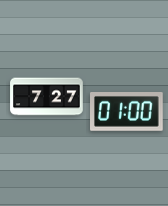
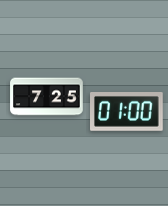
clock at (47, 97): 7:27 -> 7:25
